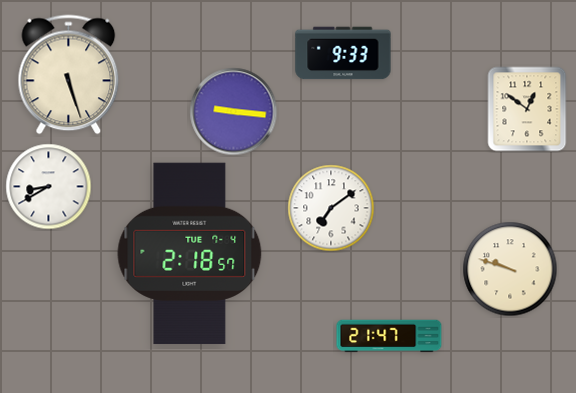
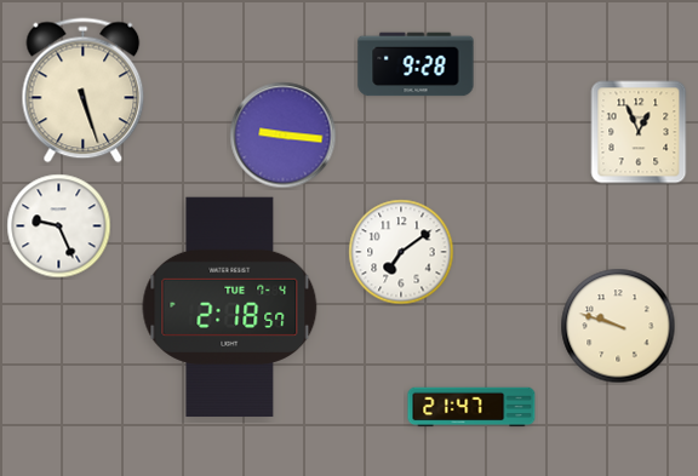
clock at (343, 53): 9:33 -> 9:28
clock at (527, 109): 12:51 -> 12:56
clock at (49, 187): 8:40 -> 9:26
